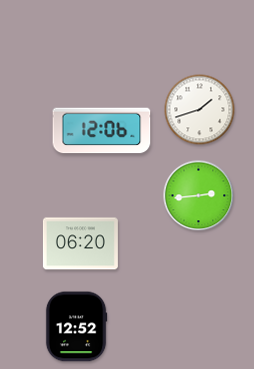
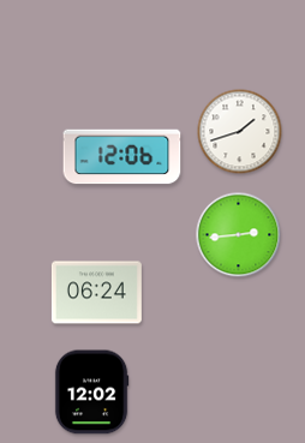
clock at (80, 244): 06:20 -> 06:24
clock at (76, 327): 12:52 -> 12:02
